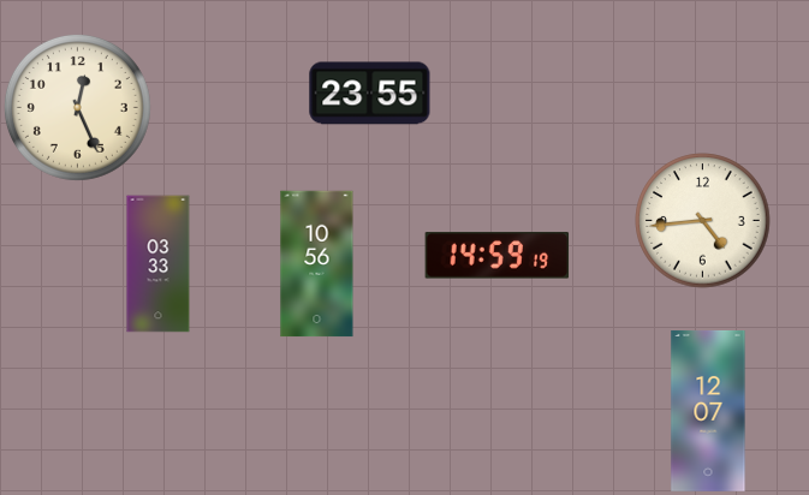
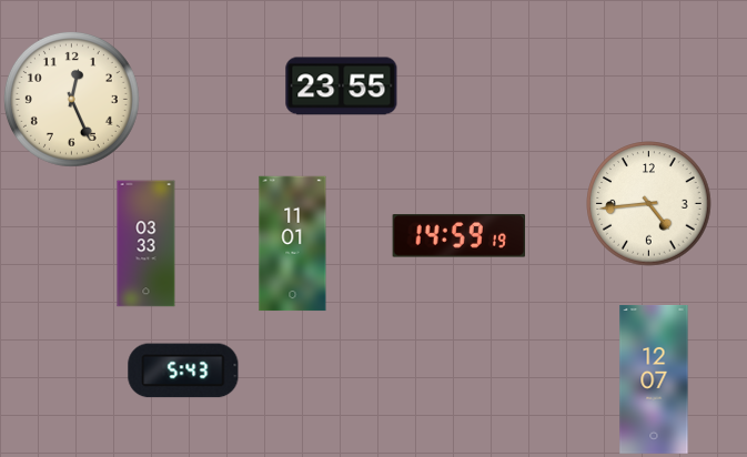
clock at (317, 264): 10:56 -> 11:01
clock at (183, 370): none -> 5:43
